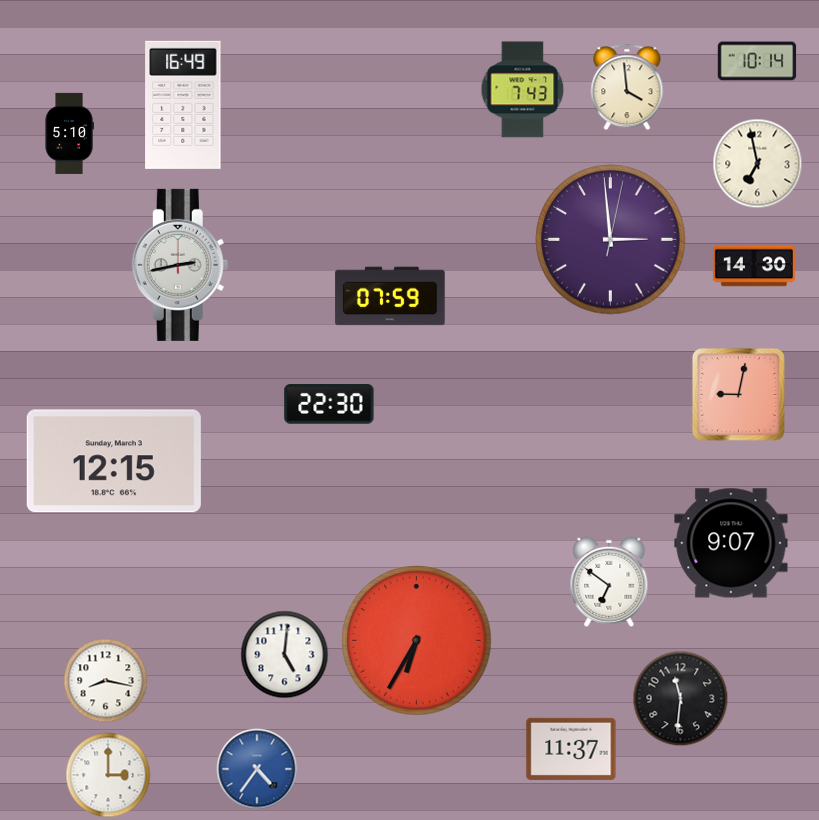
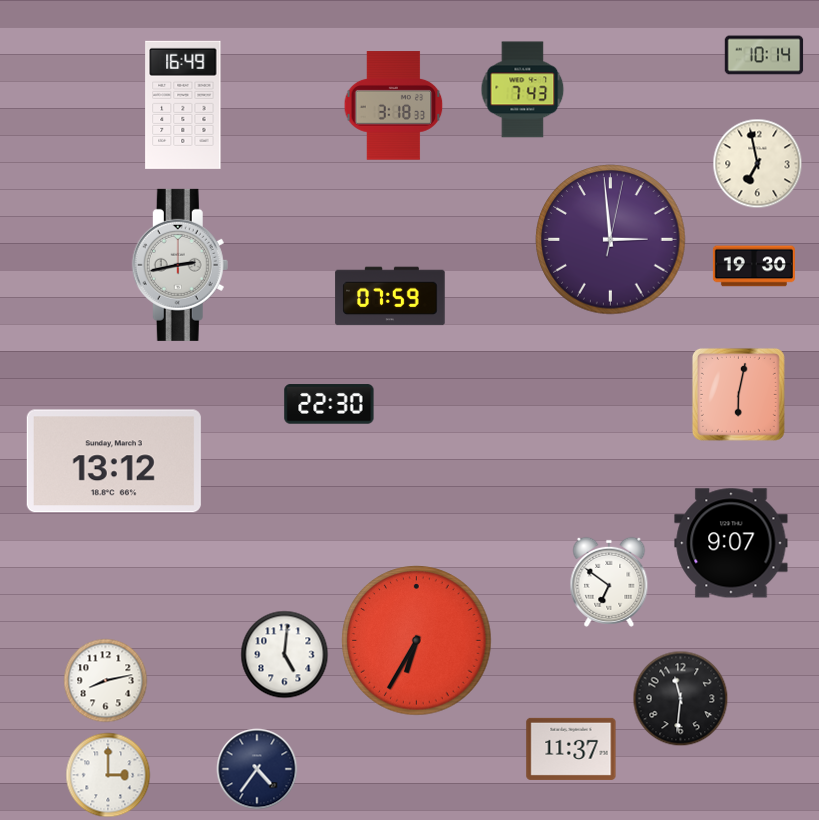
clock at (757, 61) position: (757, 61) -> (764, 55)
clock at (627, 87): 3:59 -> none
clock at (394, 106): none -> 3:18
clock at (69, 133): 5:10 -> none
clock at (754, 266): 14:30 -> 19:30
clock at (738, 394): 9:02 -> 6:02
clock at (114, 461): 12:15 -> 13:12
clock at (106, 681): 8:17 -> 8:13
clock at (257, 769) dial: blue -> navy
